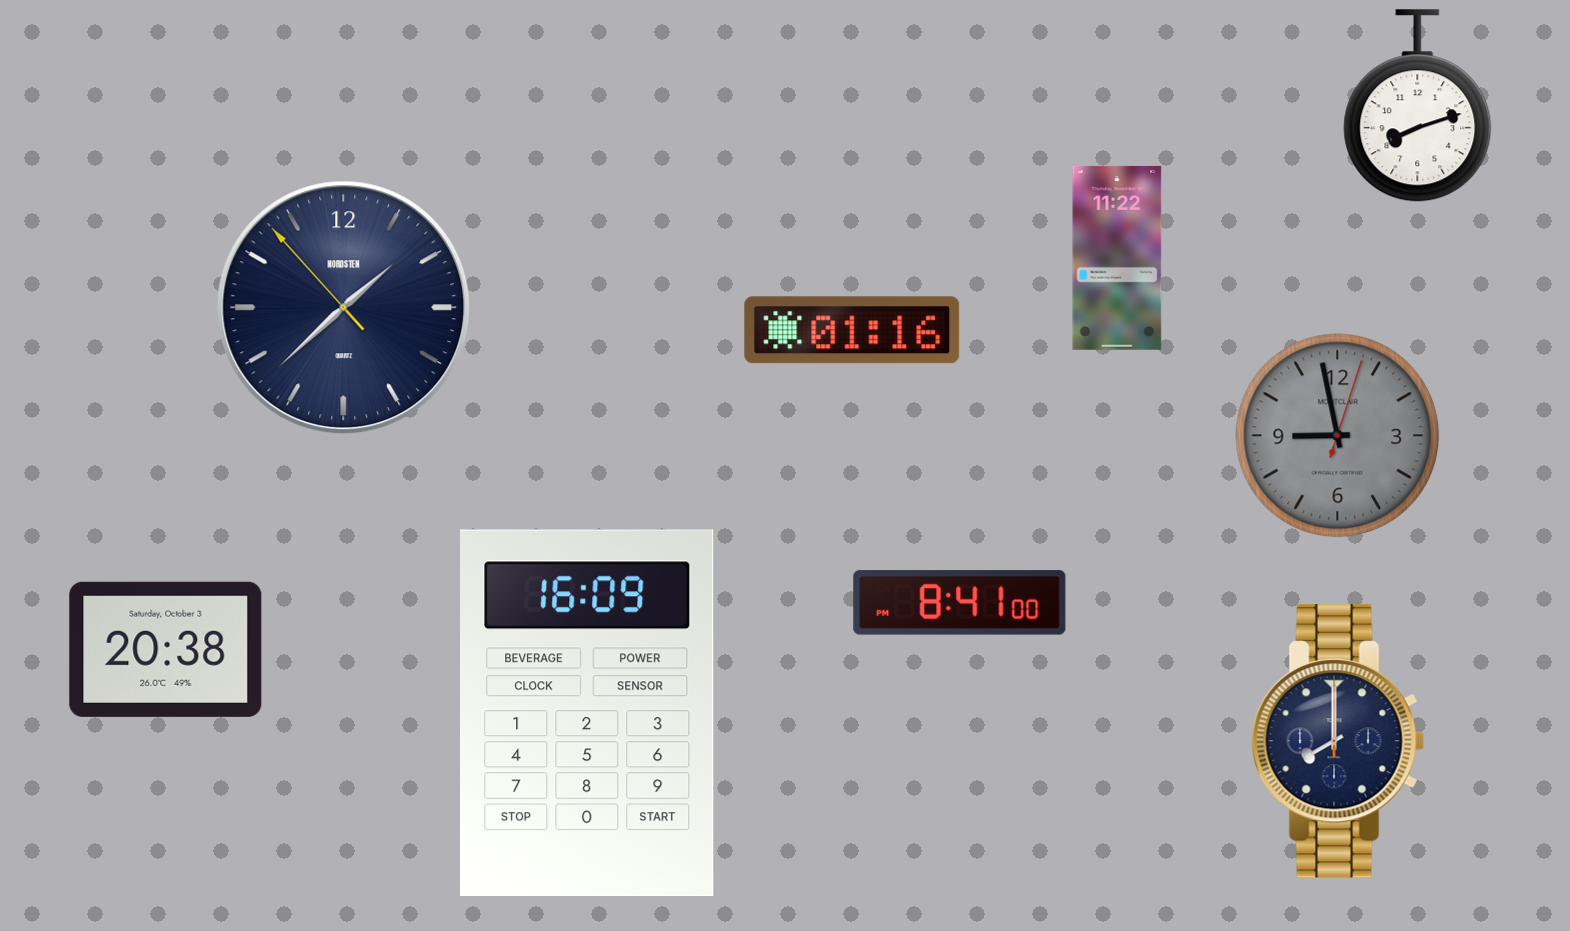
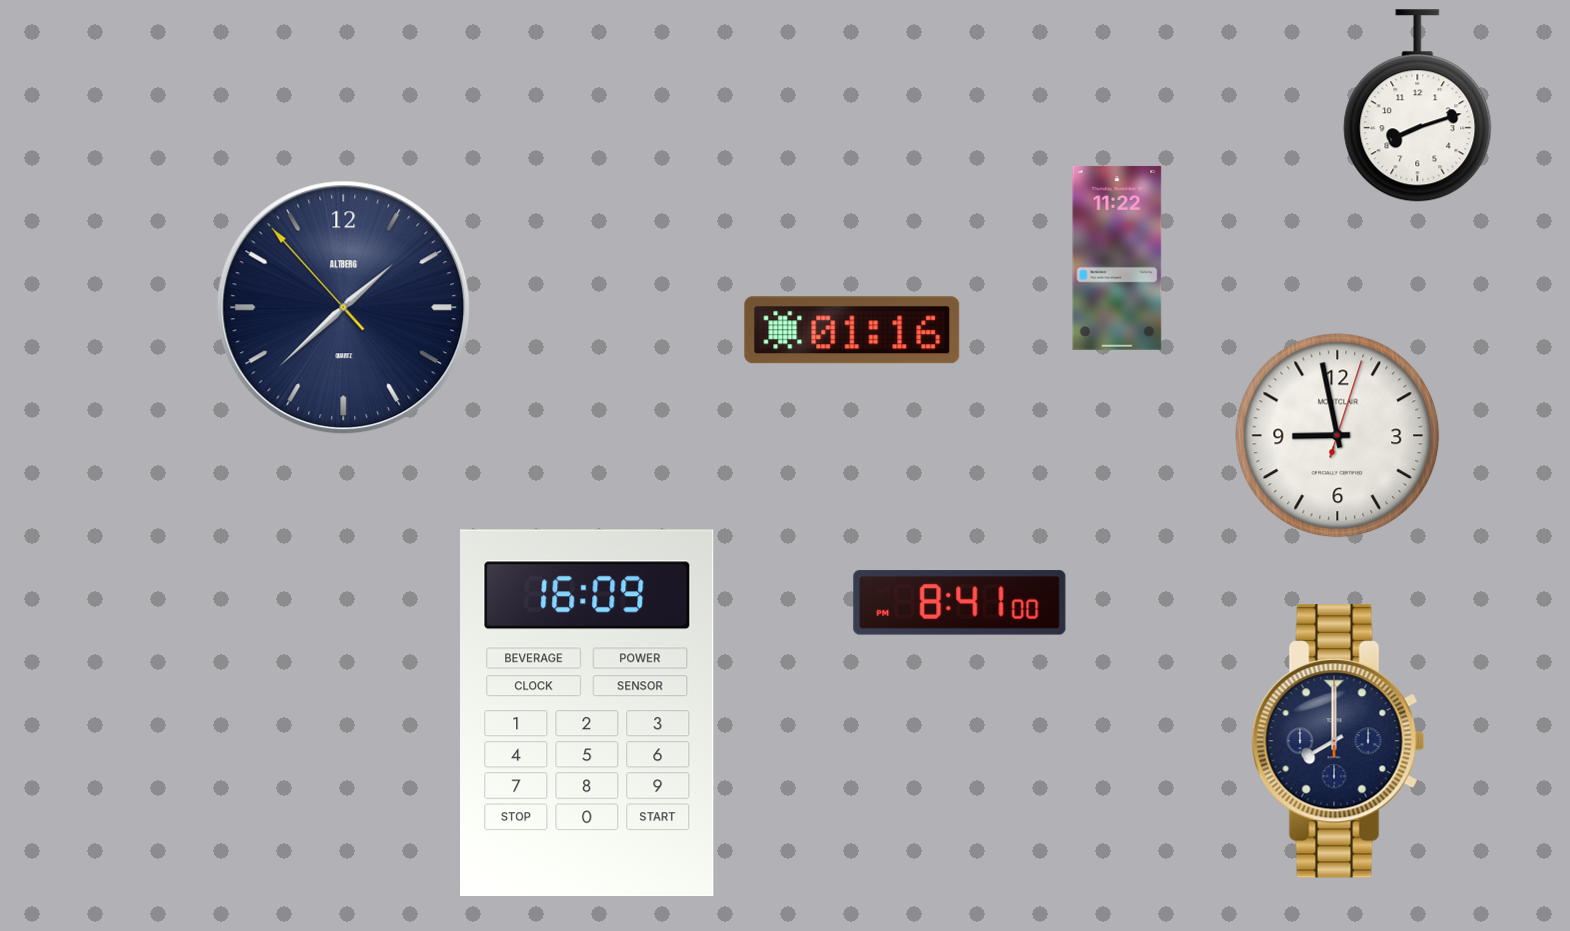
clock at (344, 308) brand: NORDSTEN -> ALTBERG
clock at (1338, 436) dial: grey -> white
clock at (166, 649): 20:38 -> none
